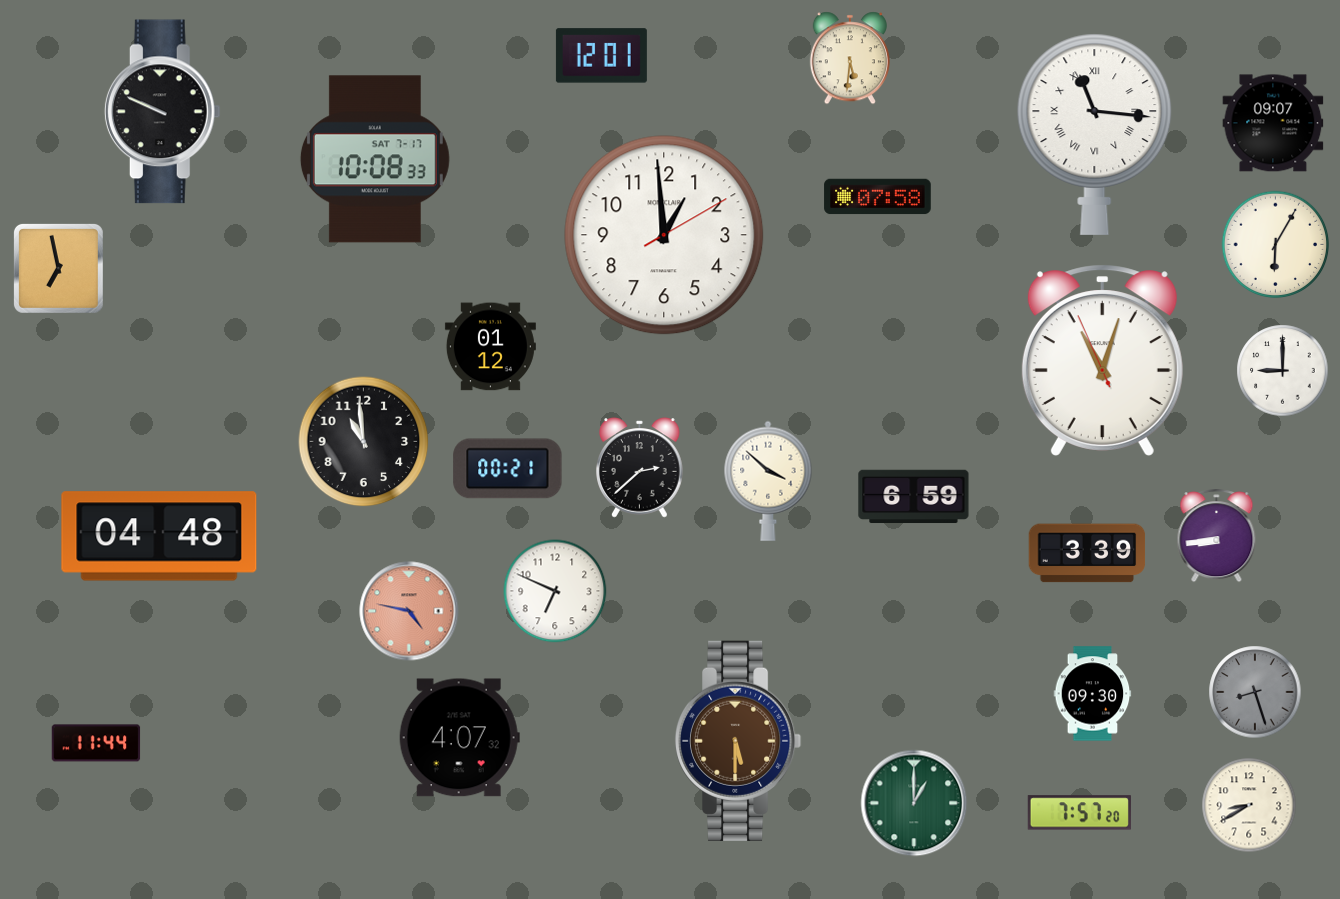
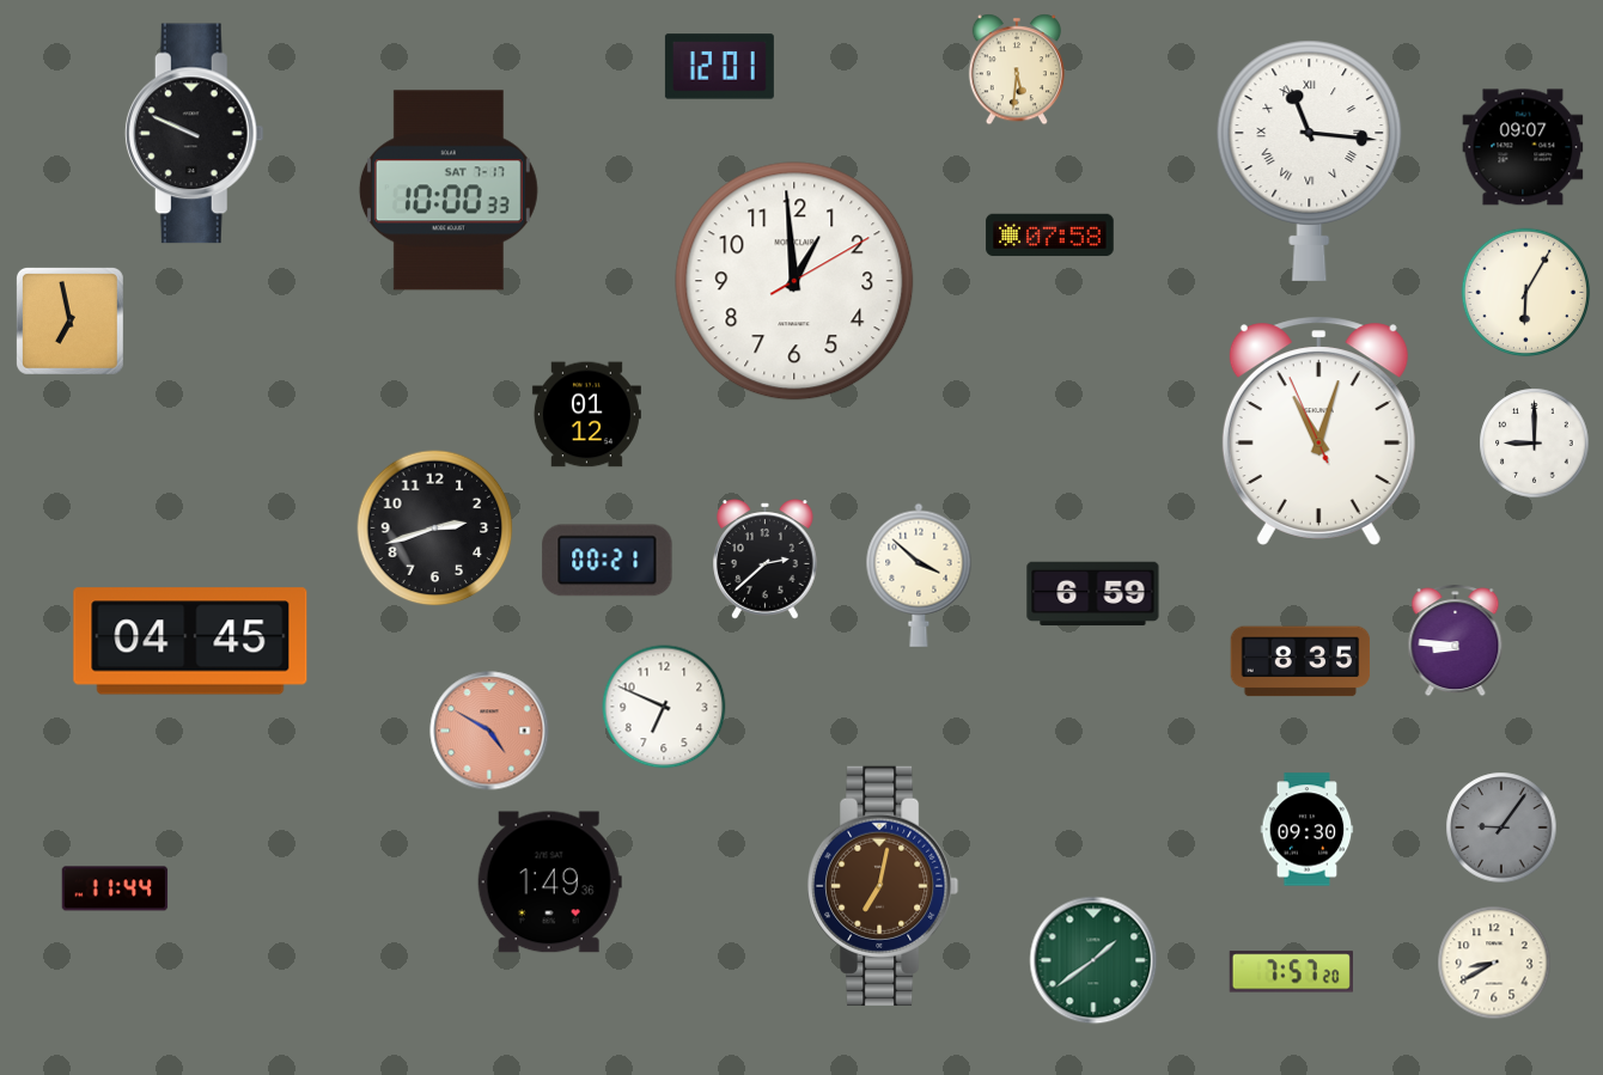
clock at (375, 159): 10:08 -> 10:00
clock at (364, 442): 10:59 -> 2:42
clock at (159, 536): 04:48 -> 04:45
clock at (1217, 536): 8:44 -> 8:46
clock at (1087, 553): 3:39 -> 8:35
clock at (409, 611): 4:47 -> 4:50
clock at (1255, 692): 8:27 -> 9:06
clock at (459, 738): 4:07 -> 1:49
clock at (738, 741): 5:30 -> 7:02
clock at (914, 803): 1:00 -> 1:39
